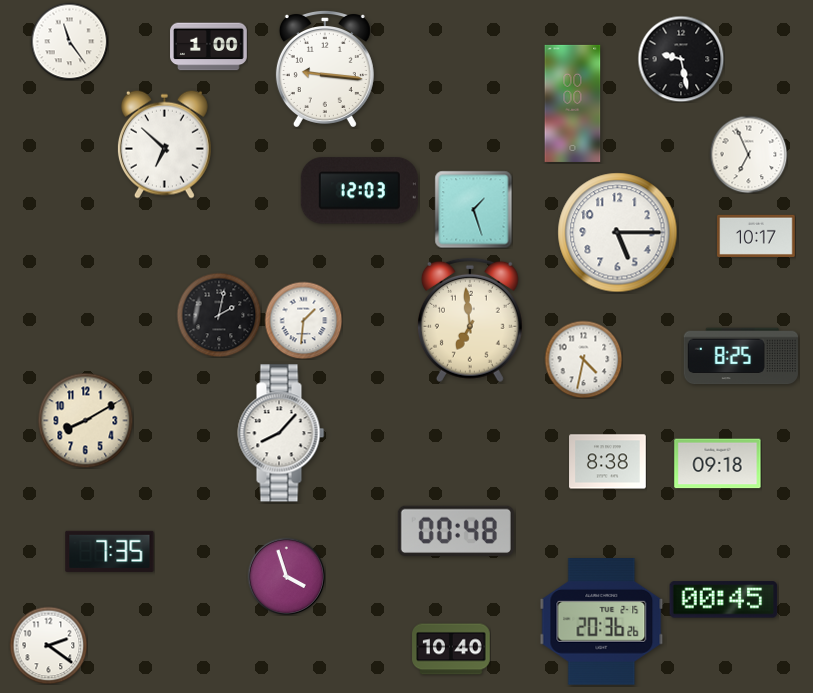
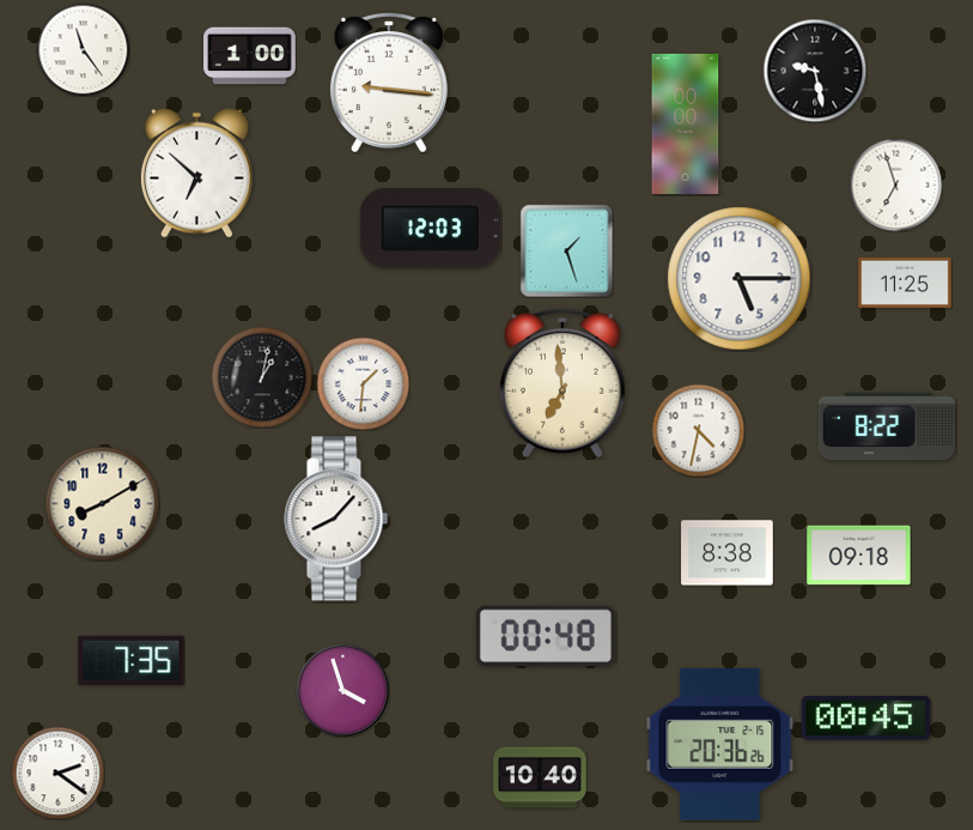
clock at (748, 154): 6:56 -> 6:57
clock at (756, 236): 10:17 -> 11:25
clock at (219, 315): 2:02 -> 1:02
clock at (741, 356): 8:25 -> 8:22
